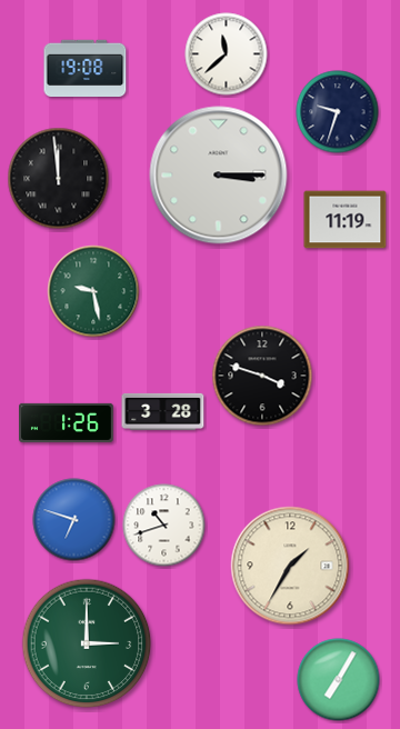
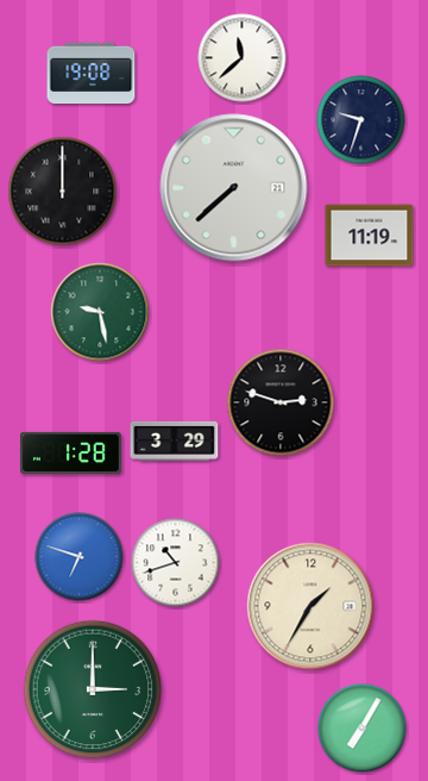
clock at (219, 176): 3:15 -> 7:38
clock at (59, 179): 11:59 -> 12:00
clock at (262, 376): 3:48 -> 2:48
clock at (163, 411): 3:28 -> 3:29
clock at (67, 422): 1:26 -> 1:28
